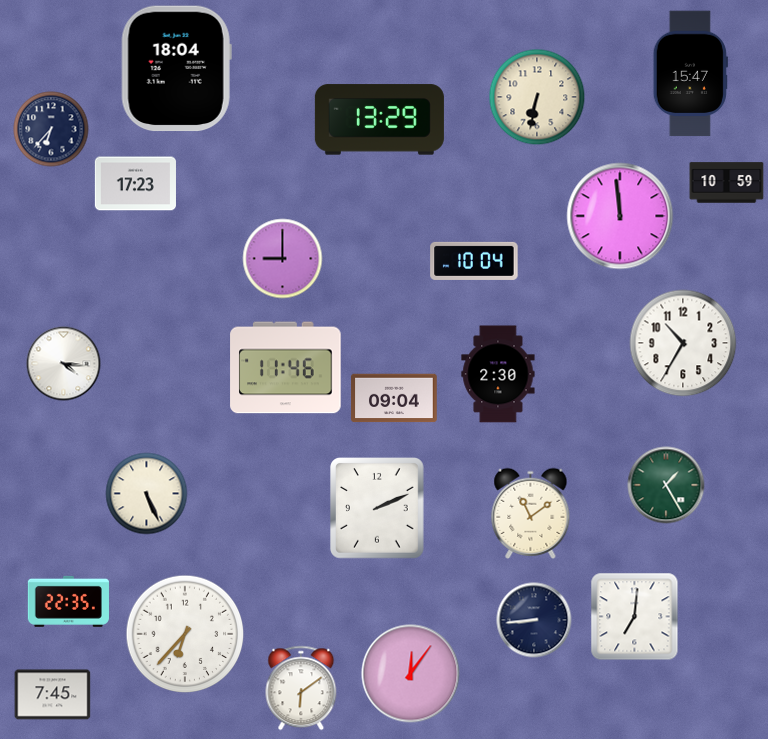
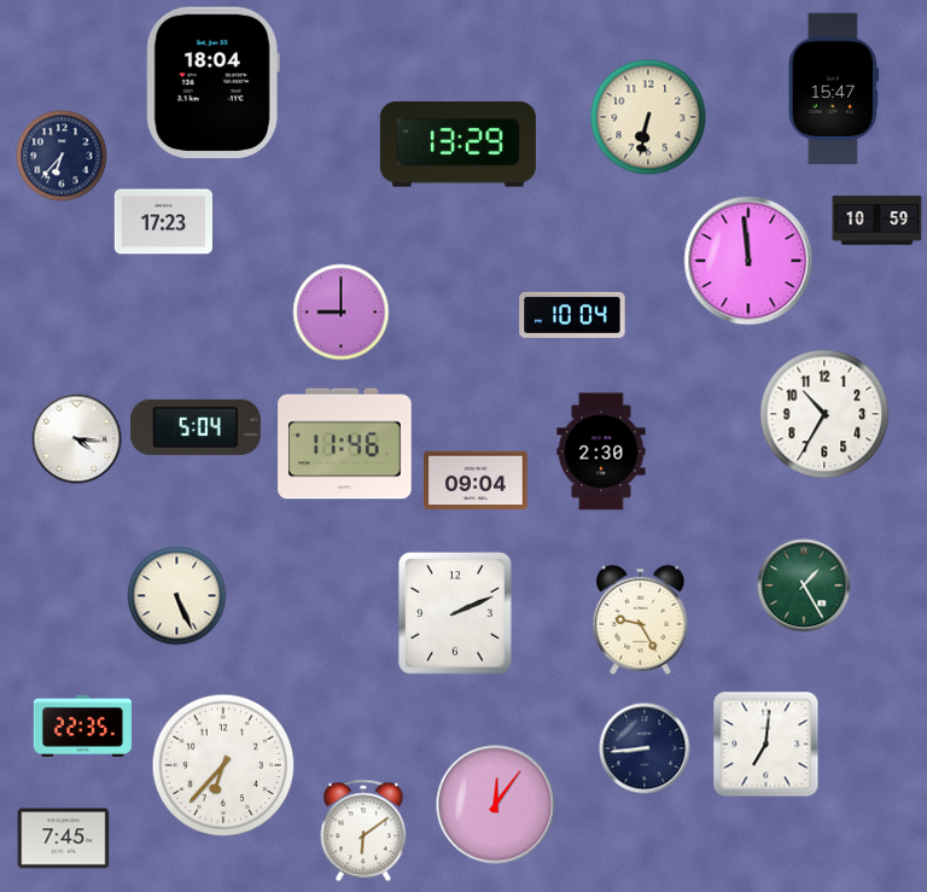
clock at (196, 427): none -> 5:04
clock at (531, 513): 11:09 -> 9:25
clock at (411, 674) position: (411, 674) -> (496, 805)
